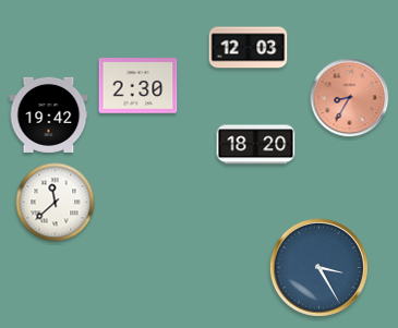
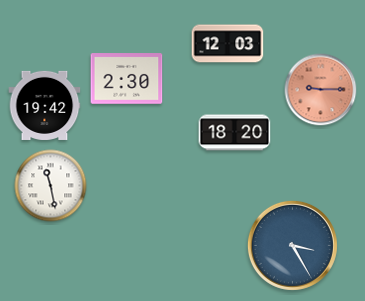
clock at (350, 98): 8:35 -> 9:15
clock at (56, 203): 11:38 -> 11:28
